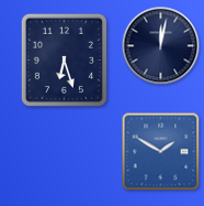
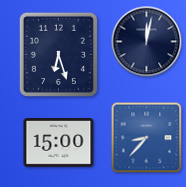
clock at (161, 152): 1:50 -> 8:37
clock at (59, 143): none -> 15:00
